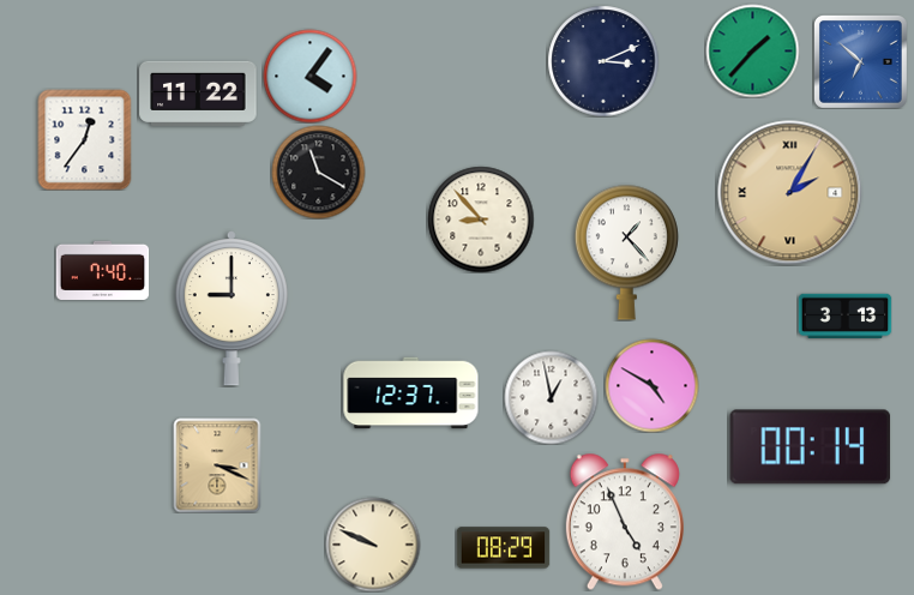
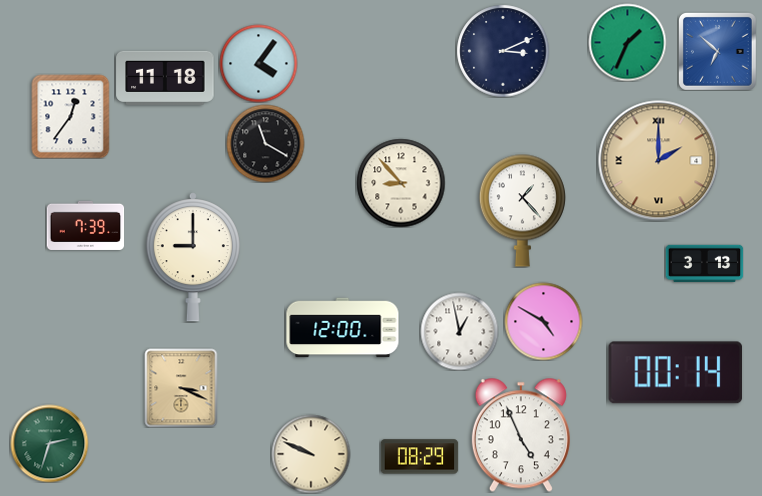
clock at (752, 50): 1:37 -> 1:34
clock at (198, 92): 11:22 -> 11:18
clock at (790, 193): 2:05 -> 2:00
clock at (102, 270): 7:40 -> 7:39
clock at (411, 393): 12:37 -> 12:00
clock at (49, 443): none -> 2:33
